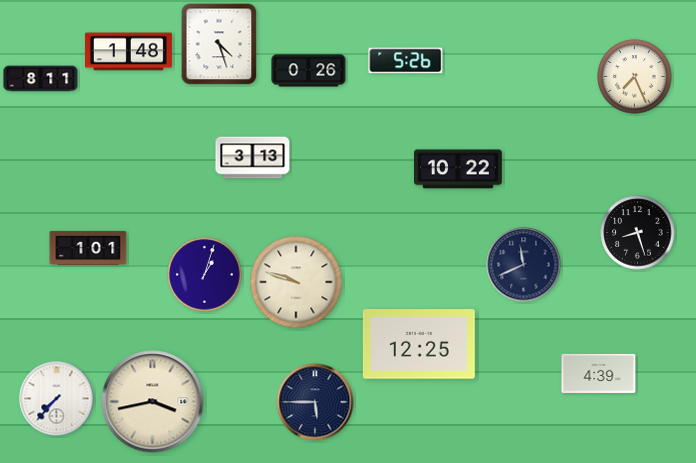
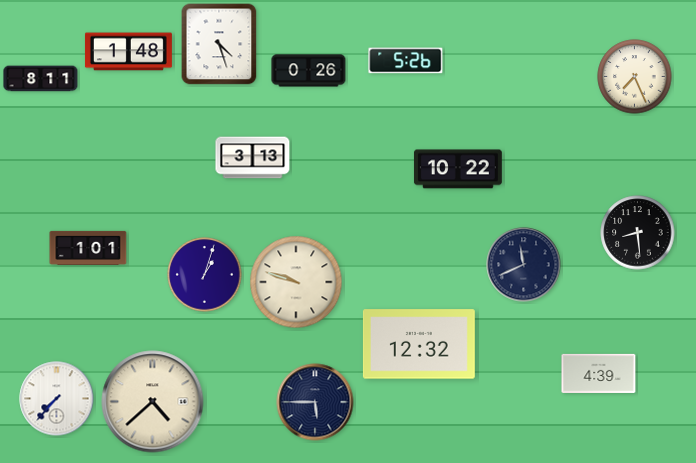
clock at (638, 233): 8:27 -> 8:29
clock at (419, 344): 12:25 -> 12:32
clock at (153, 402): 3:43 -> 4:38
